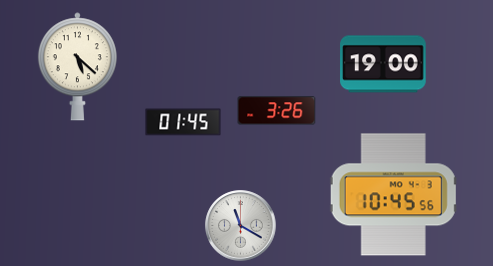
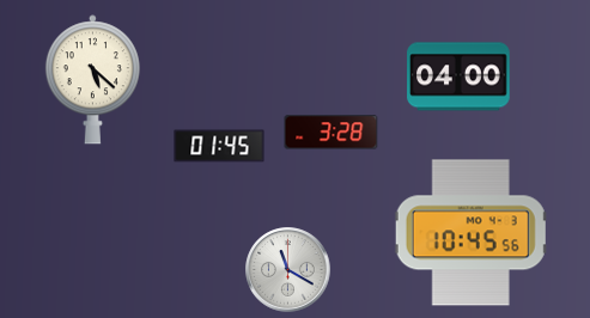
clock at (383, 64): 19:00 -> 04:00
clock at (277, 111): 3:26 -> 3:28
